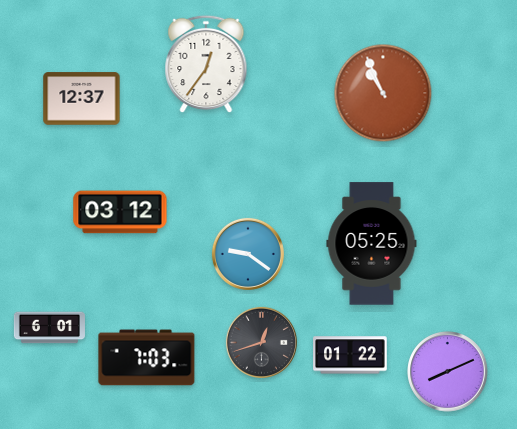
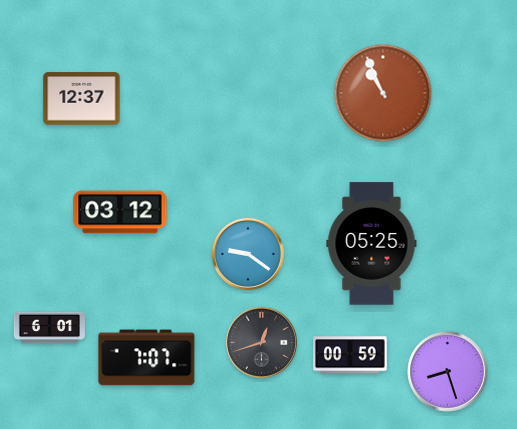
clock at (206, 64): 12:36 -> none
clock at (350, 355): 01:22 -> 00:59
clock at (147, 358): 7:03 -> 7:07
clock at (448, 372): 8:11 -> 8:27
